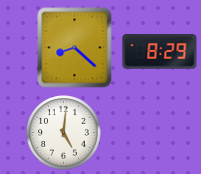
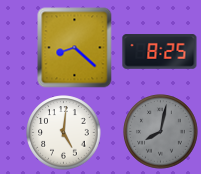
clock at (160, 52): 8:29 -> 8:25
clock at (161, 132): none -> 8:02
